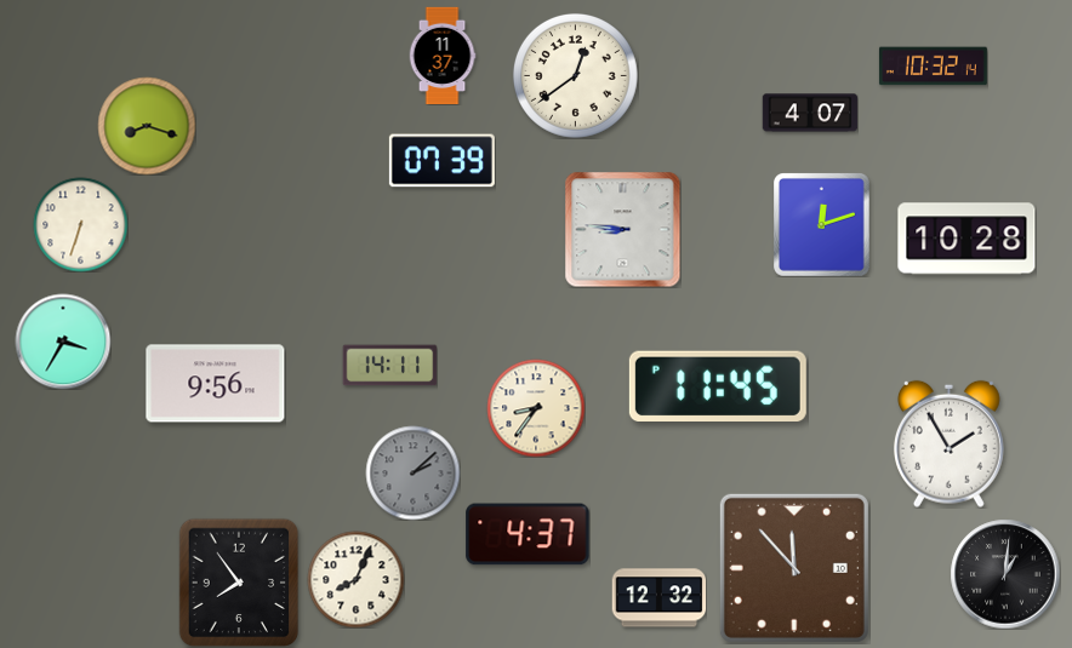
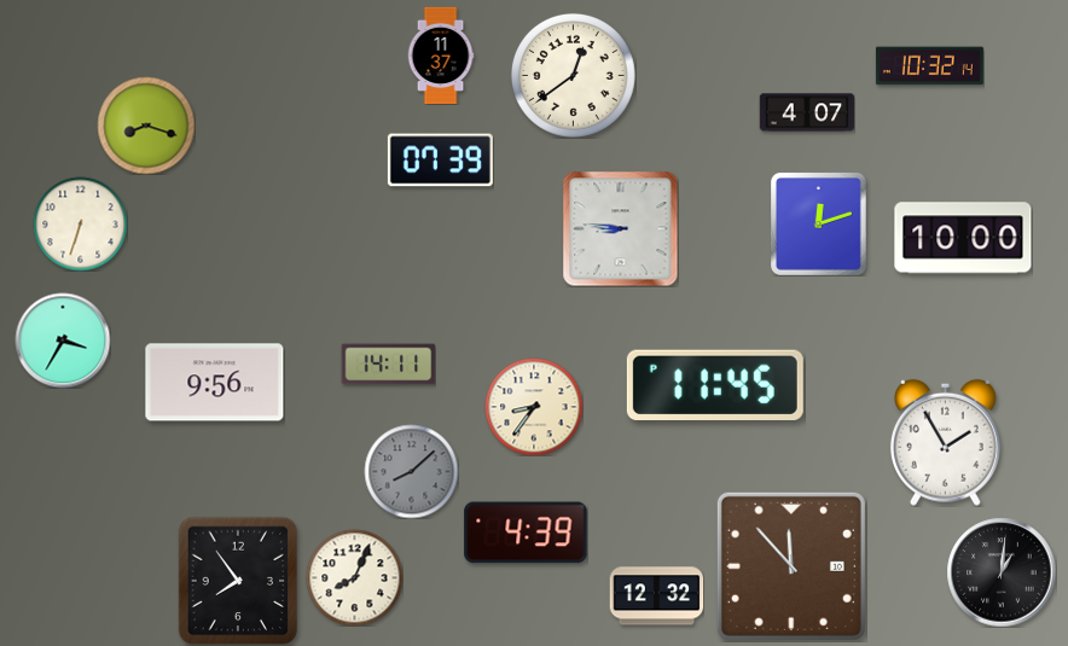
clock at (966, 239): 10:28 -> 10:00
clock at (412, 472): 2:08 -> 8:08
clock at (528, 534): 4:37 -> 4:39
